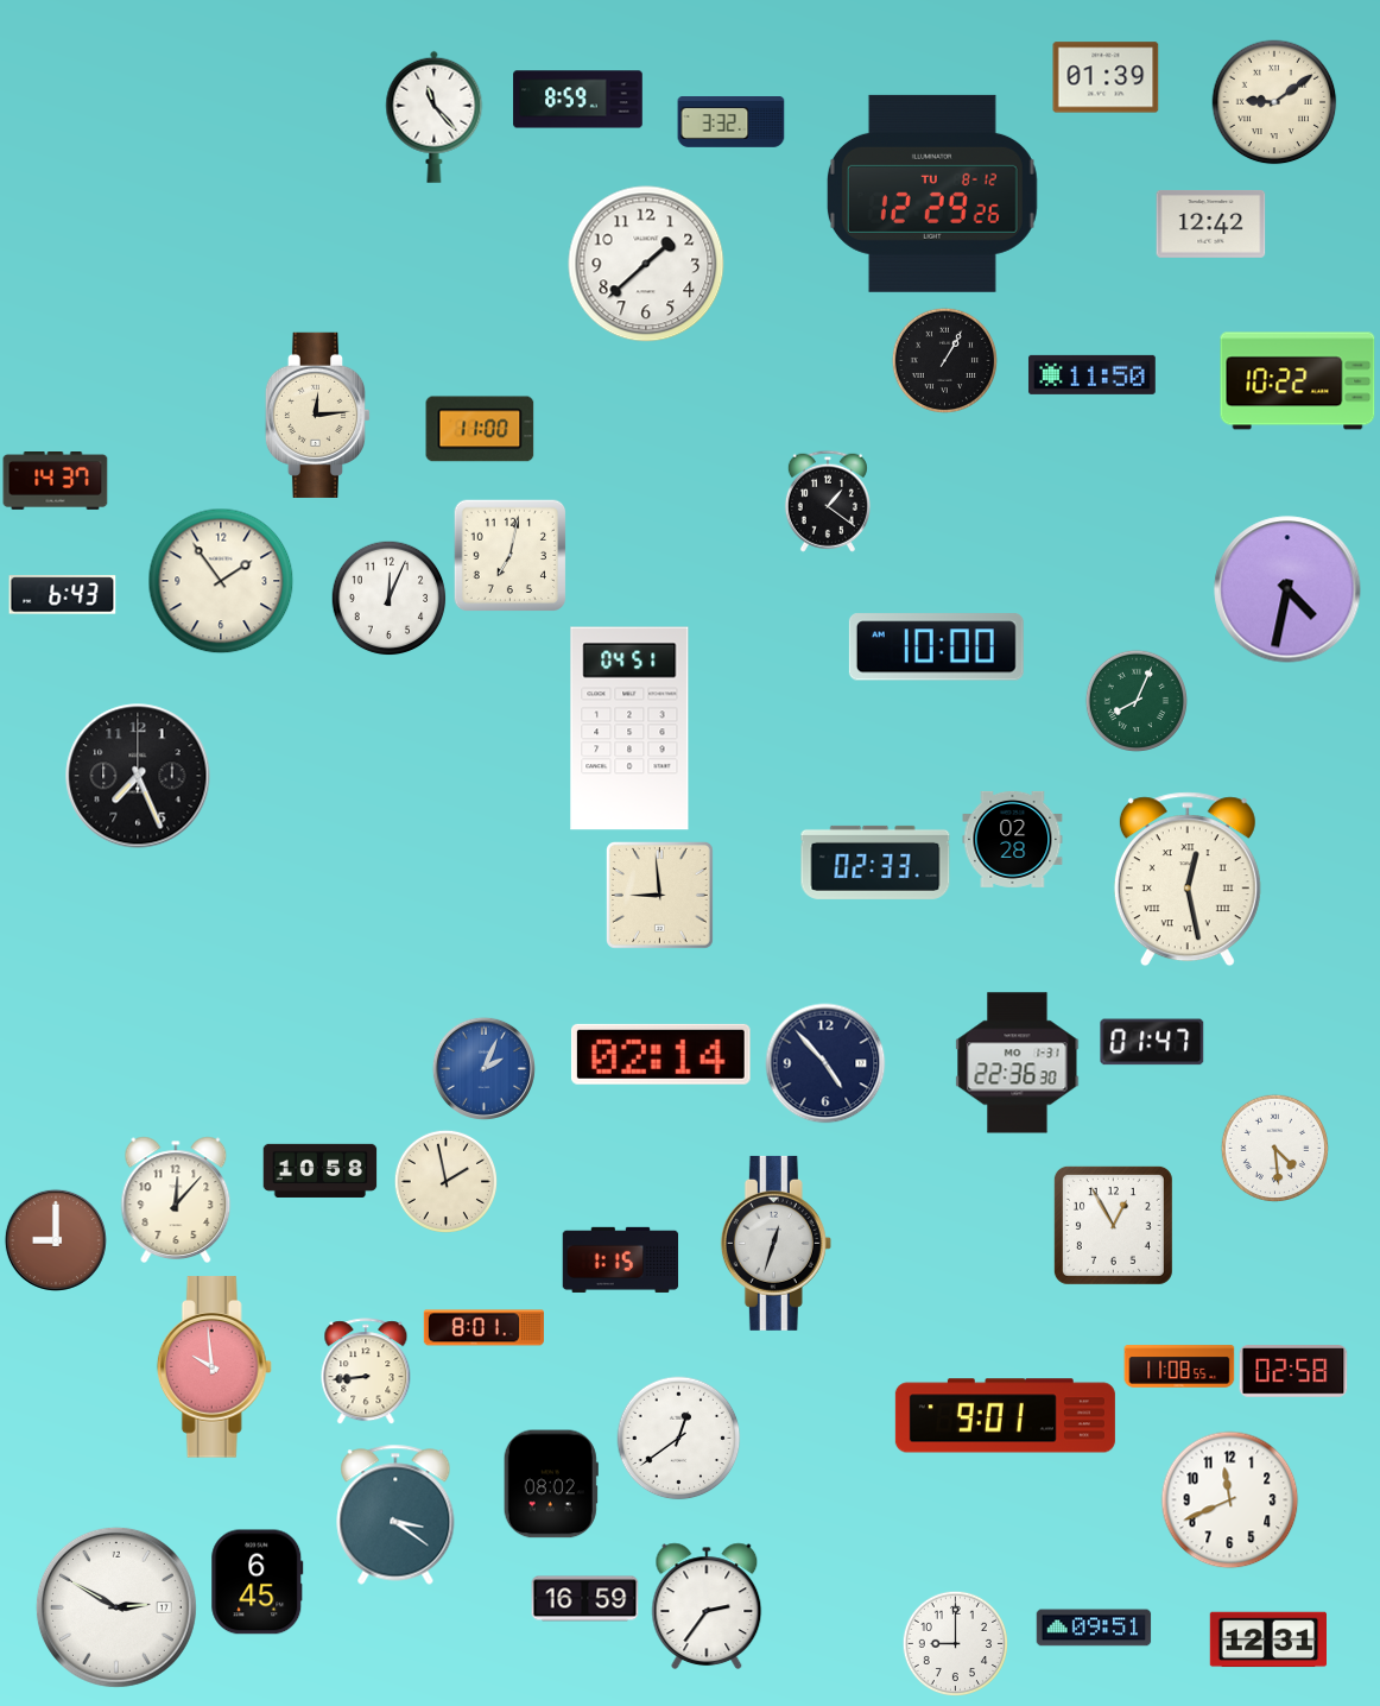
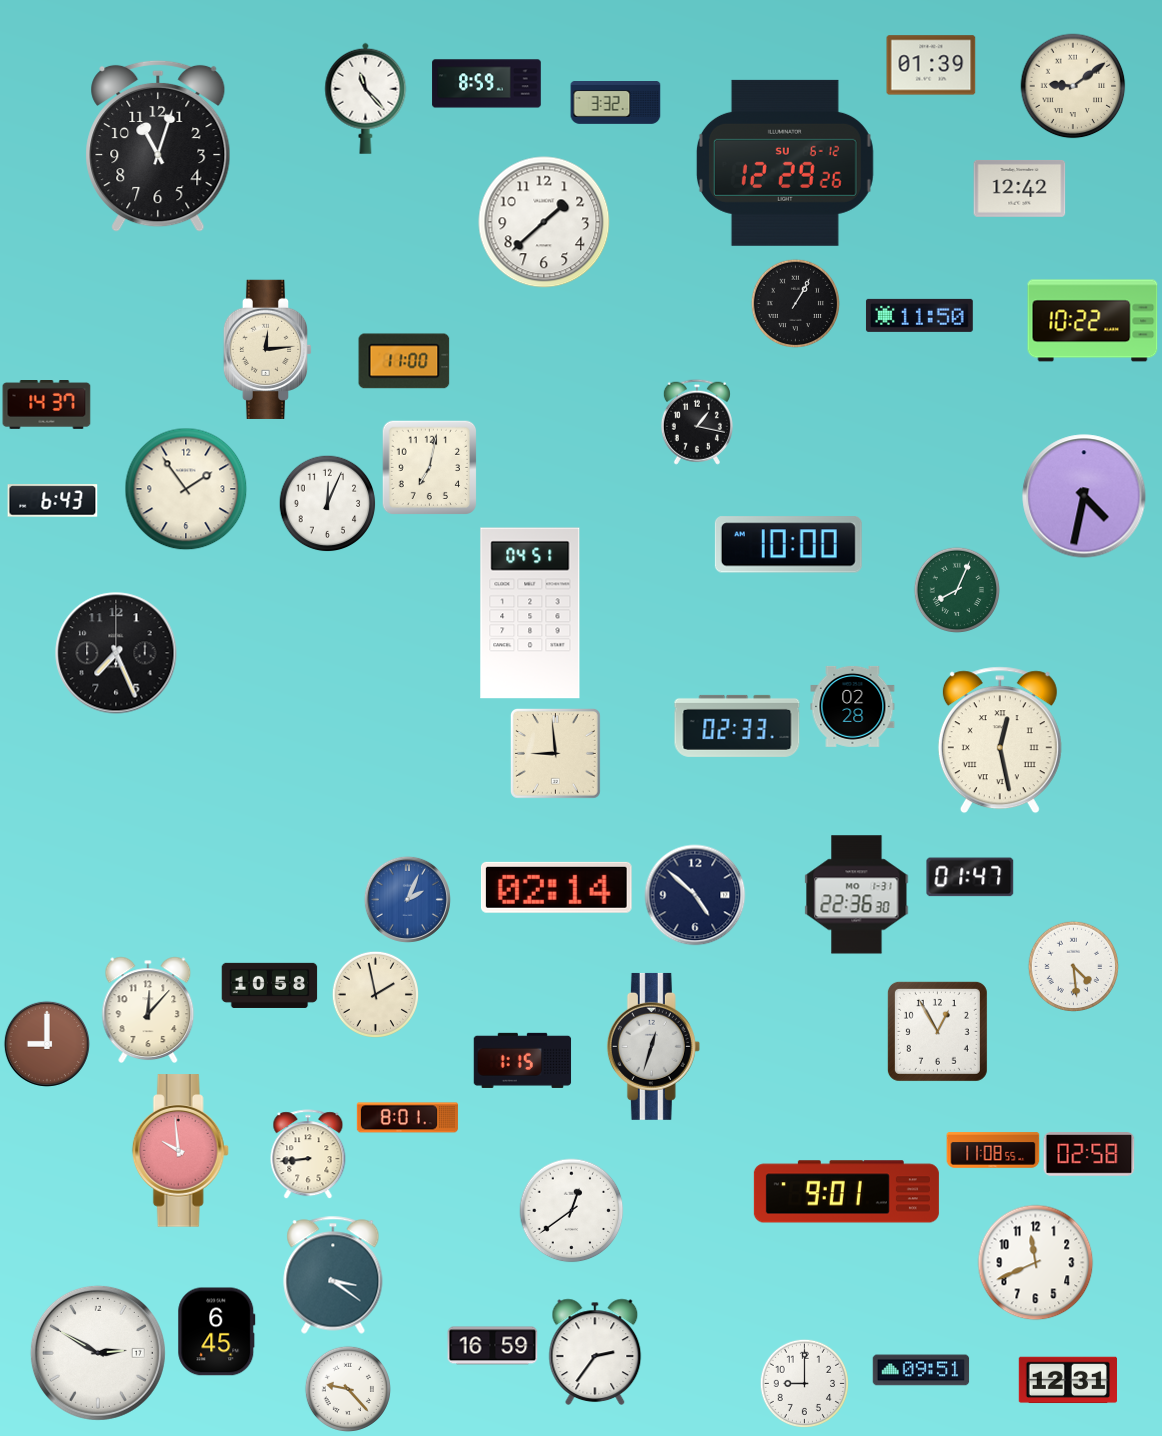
clock at (158, 146): none -> 11:03
clock at (932, 194) date: TU 8-12 -> SU 6-12
clock at (828, 501): 1:21 -> 1:17
clock at (825, 1063): 4:53 -> 4:52
clock at (551, 1484): 08:02 -> none
clock at (347, 1388): none -> 9:23
